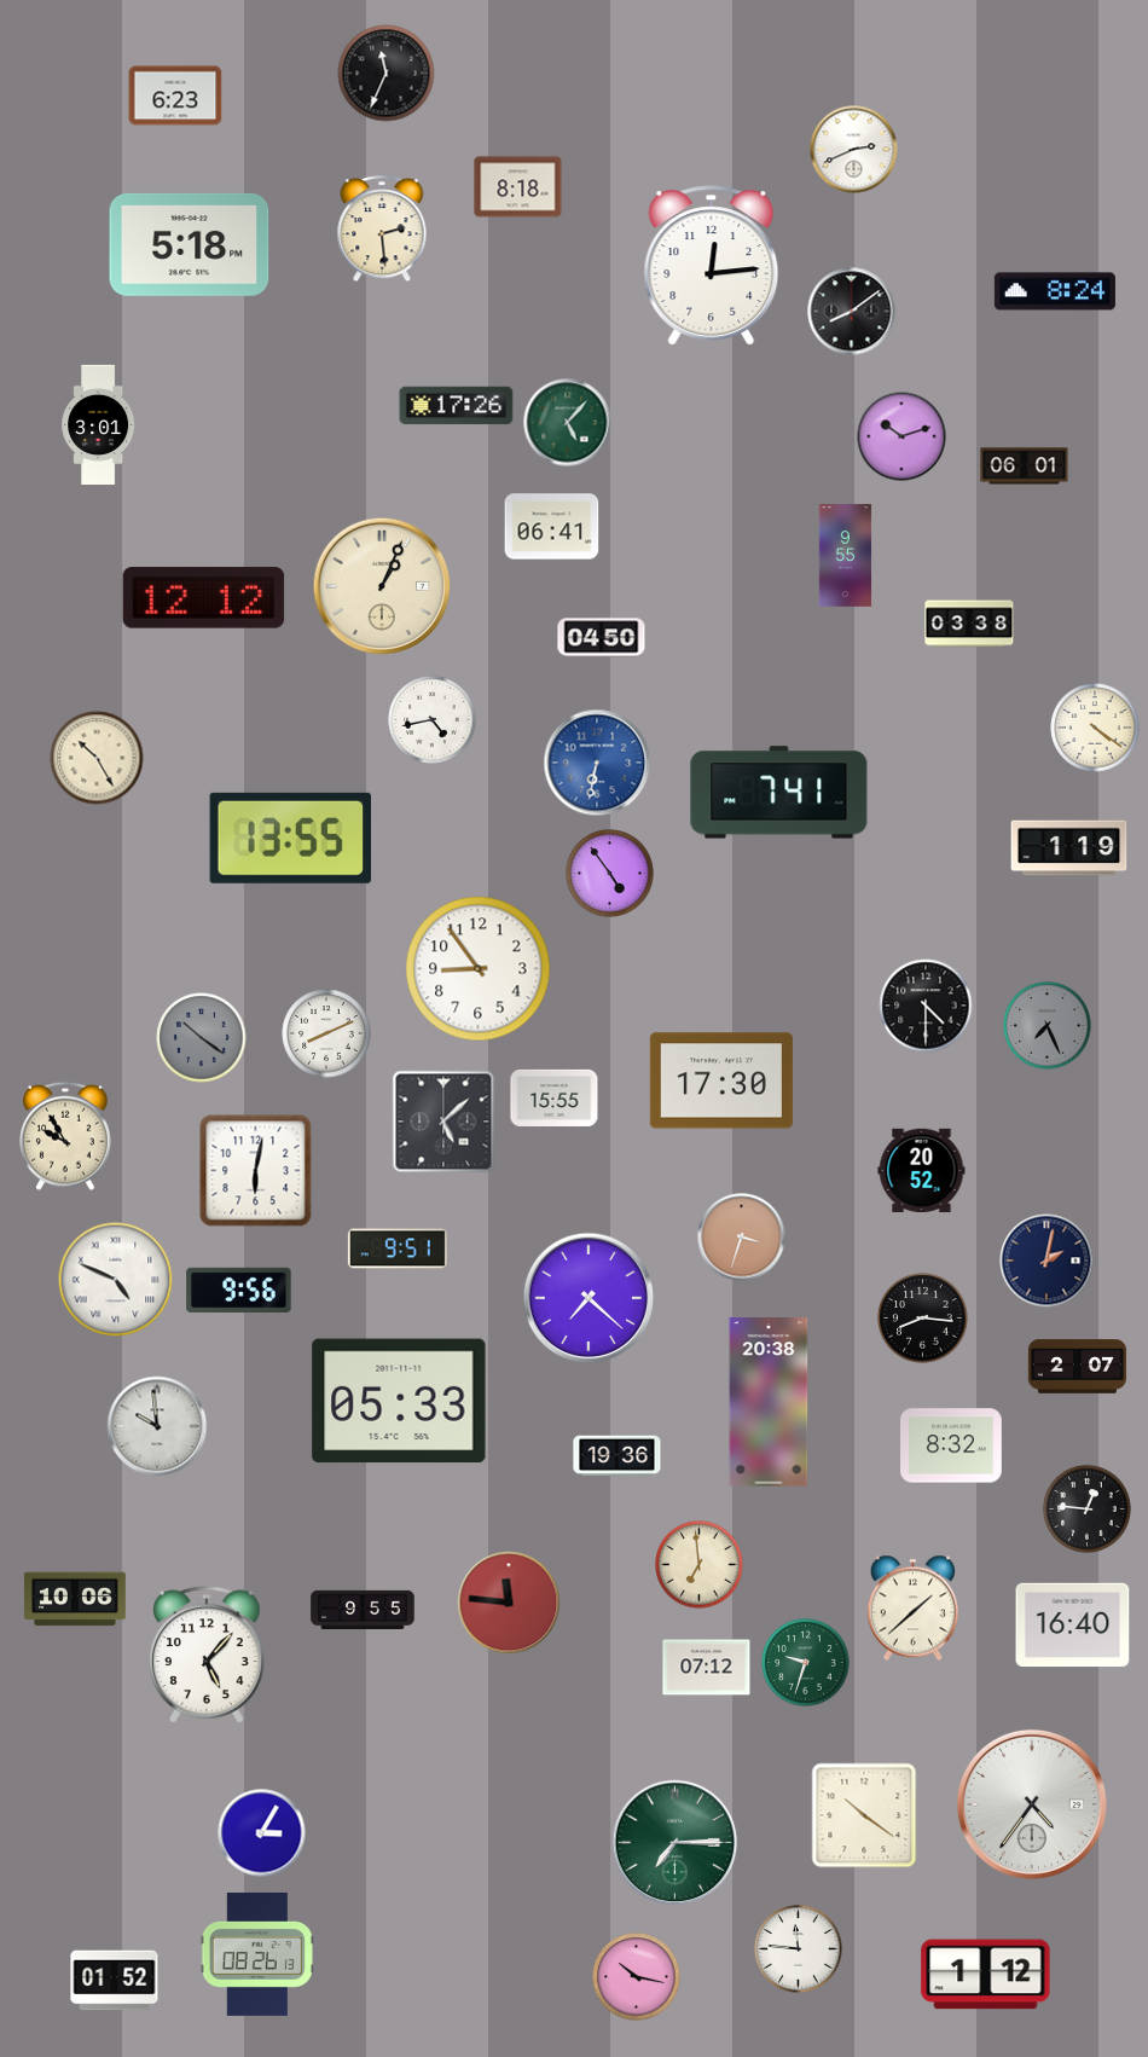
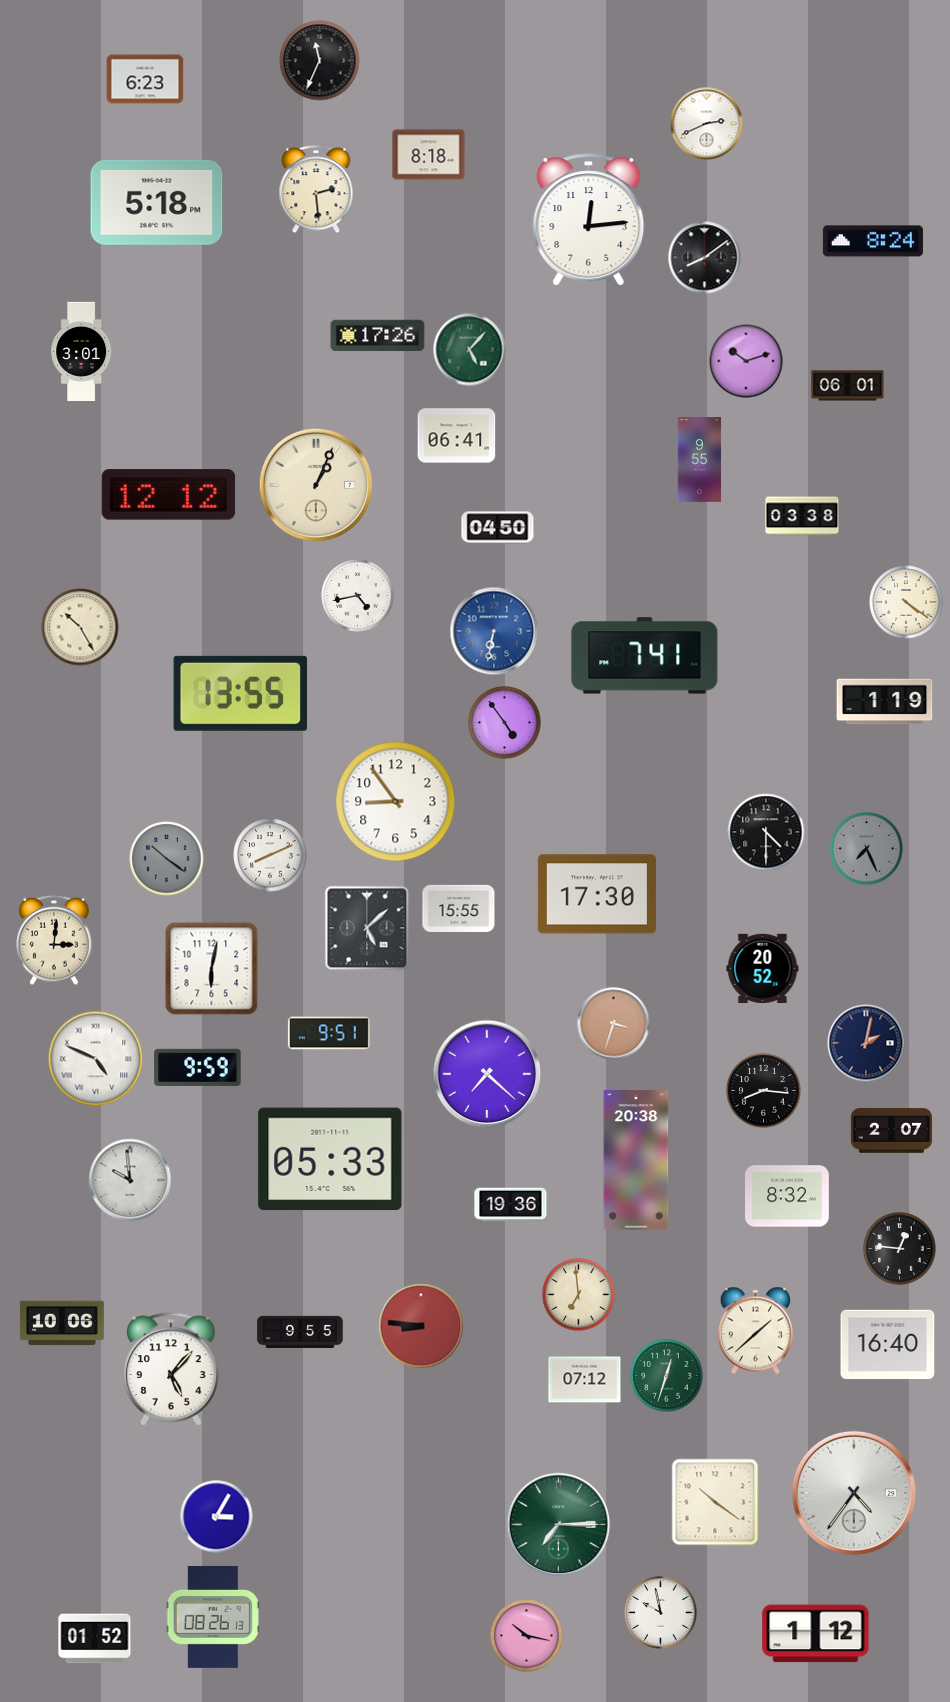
clock at (66, 1136): 9:55 -> 3:01
clock at (239, 1290): 9:56 -> 9:59
clock at (509, 1603): 11:46 -> 8:46
clock at (806, 1663): 9:33 -> 12:33
clock at (799, 1949): 11:46 -> 9:58
